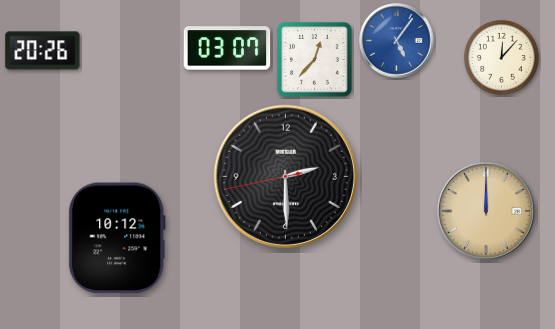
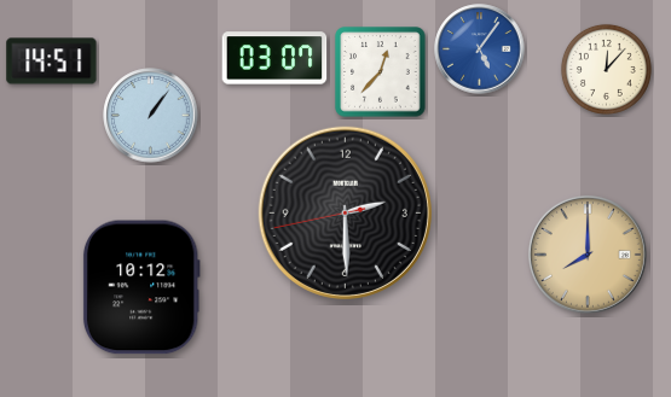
clock at (43, 51): 20:26 -> 14:51
clock at (151, 116): none -> 1:06
clock at (486, 211): 12:00 -> 8:00
